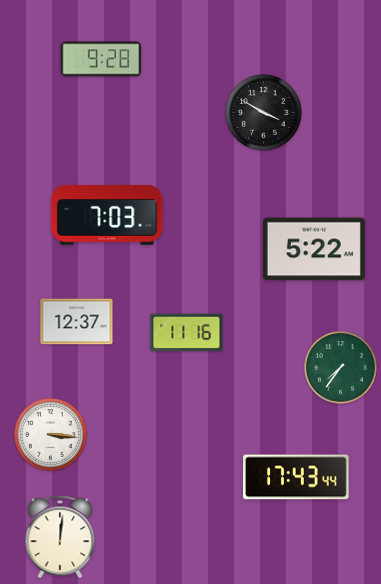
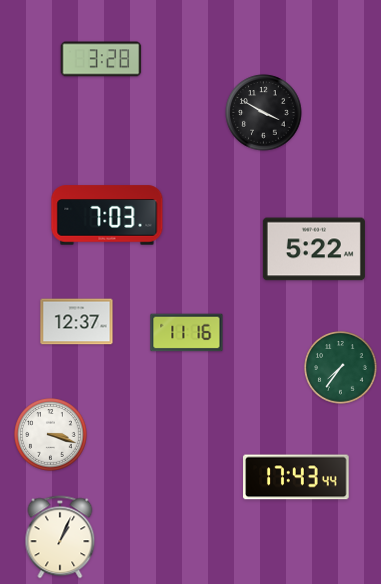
clock at (101, 59): 9:28 -> 3:28
clock at (51, 435): 3:16 -> 3:18
clock at (60, 537): 12:01 -> 1:04
